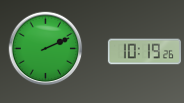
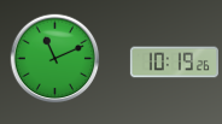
clock at (46, 49): 2:11 -> 11:11
